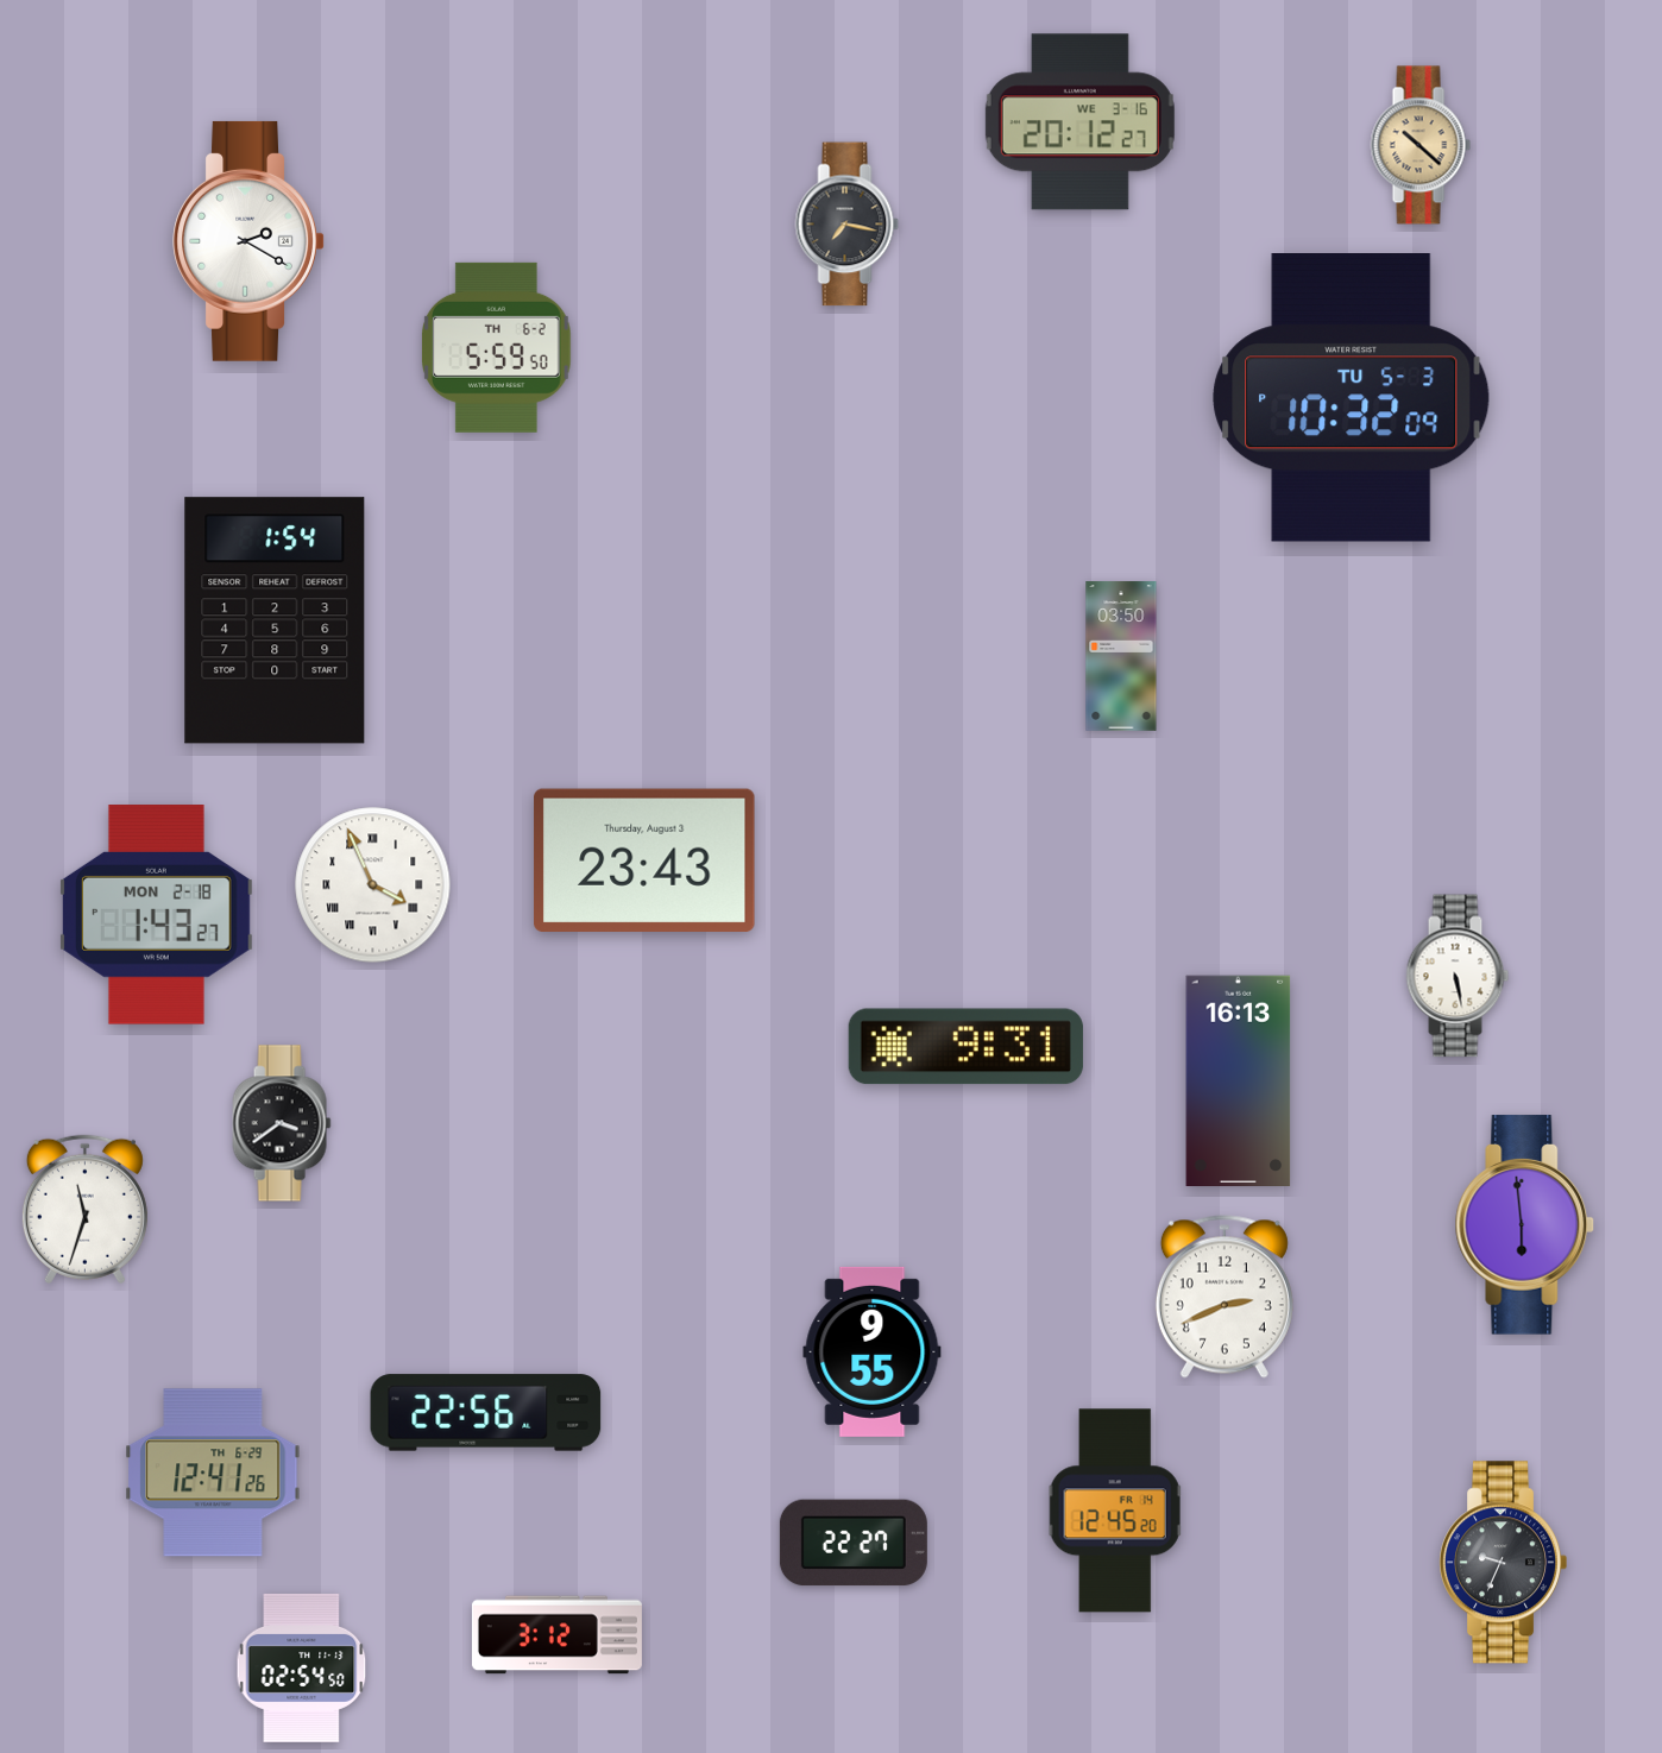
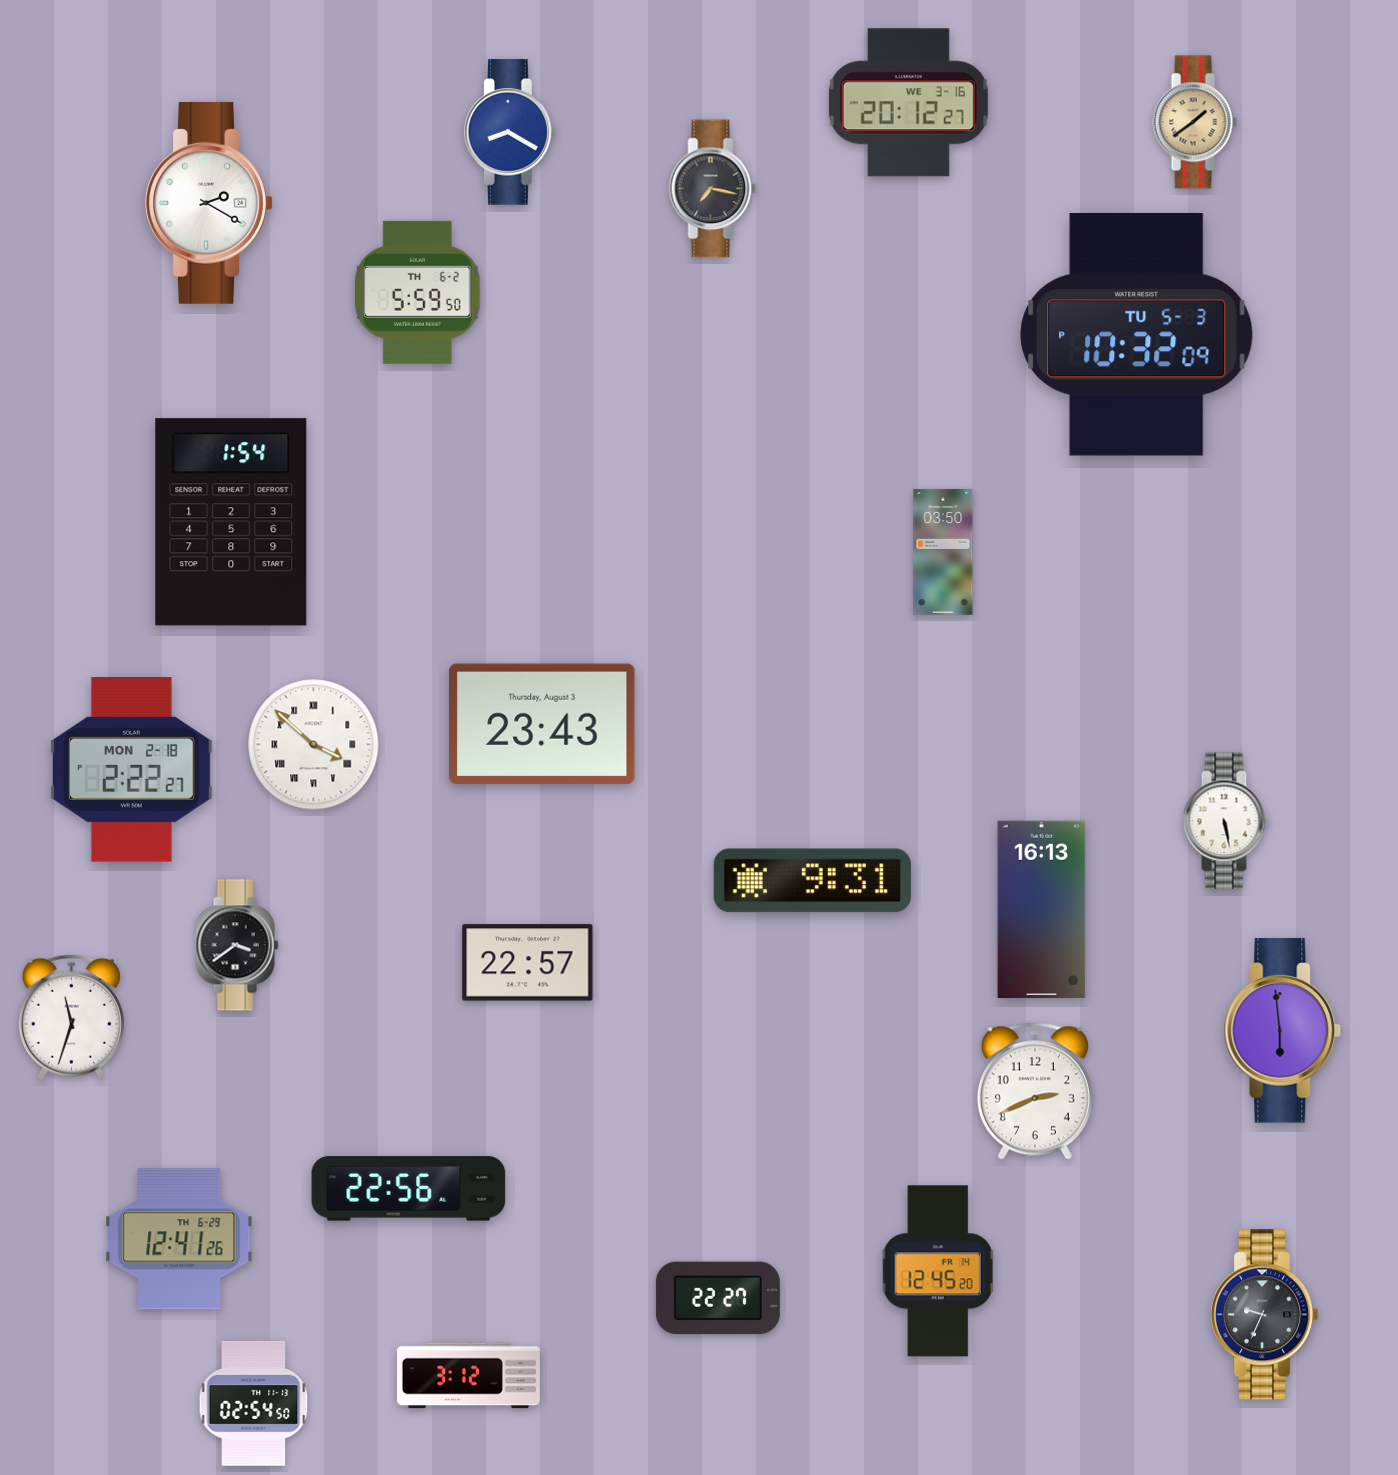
clock at (1421, 145): 10:22 -> 1:39
clock at (510, 132): none -> 8:20
clock at (373, 885): 3:56 -> 3:52
clock at (156, 915): 1:43 -> 2:22
clock at (528, 963): none -> 22:57
clock at (1225, 1297) position: (1225, 1297) -> (1035, 1091)
clock at (873, 1351): 9:55 -> none
